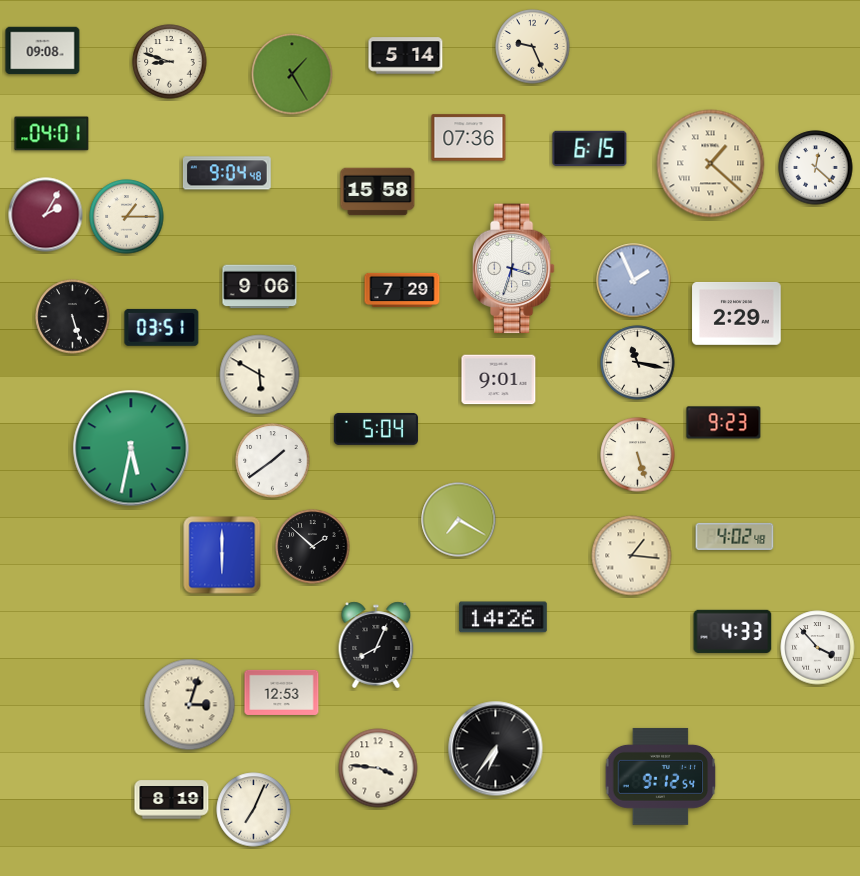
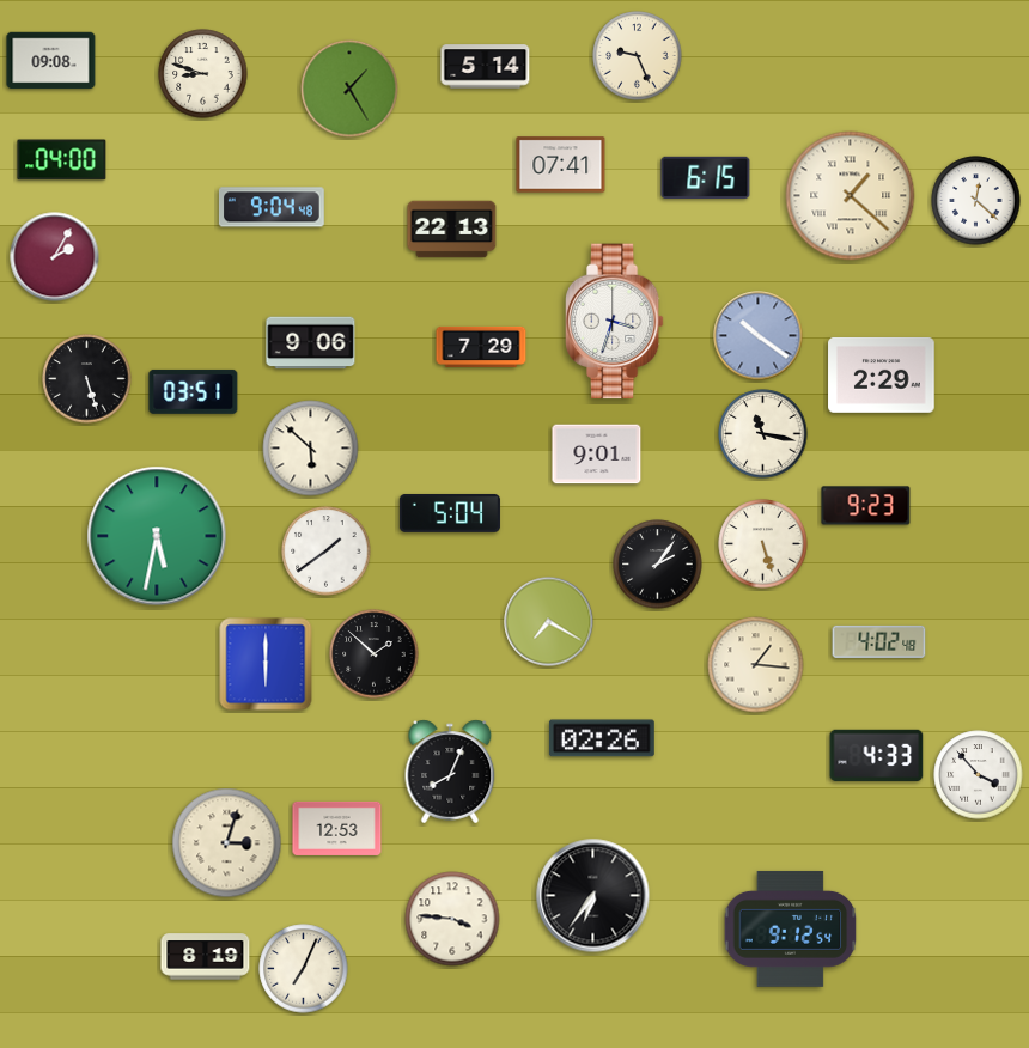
clock at (52, 134): 04:01 -> 04:00
clock at (469, 138): 07:36 -> 07:41
clock at (378, 192): 15:58 -> 22:13
clock at (127, 217): 1:15 -> none
clock at (634, 281): 1:56 -> 10:21
clock at (260, 375): 5:50 -> 5:52
clock at (658, 565): none -> 2:06
clock at (503, 617): 14:26 -> 02:26
